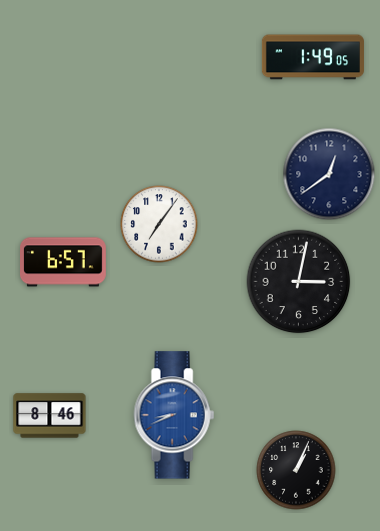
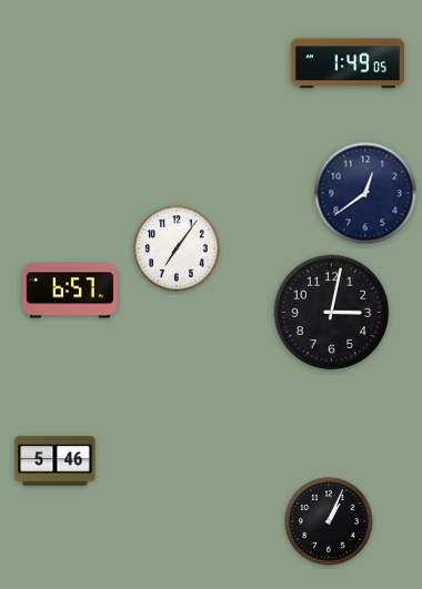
clock at (174, 415): 8:41 -> none
clock at (50, 416): 8:46 -> 5:46
